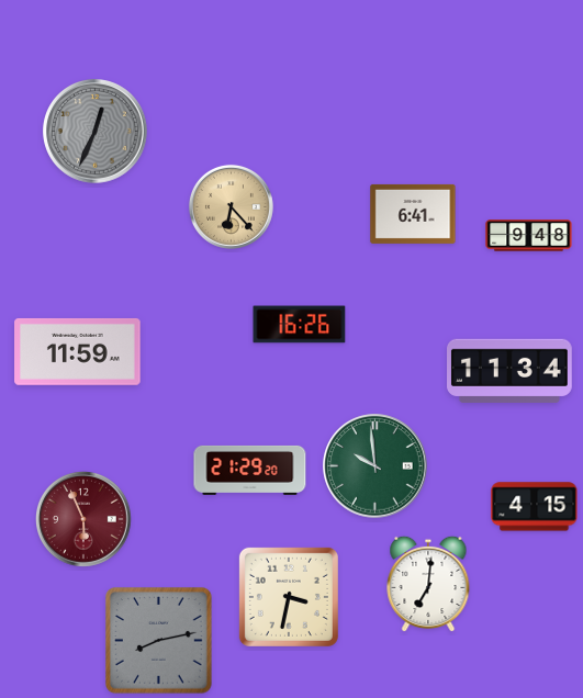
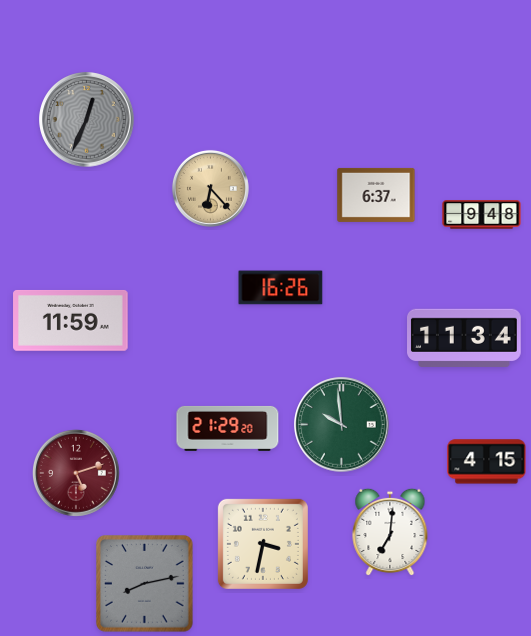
clock at (413, 214): 6:41 -> 6:37
clock at (300, 325) position: (300, 325) -> (281, 288)
clock at (85, 520): 5:56 -> 5:12
